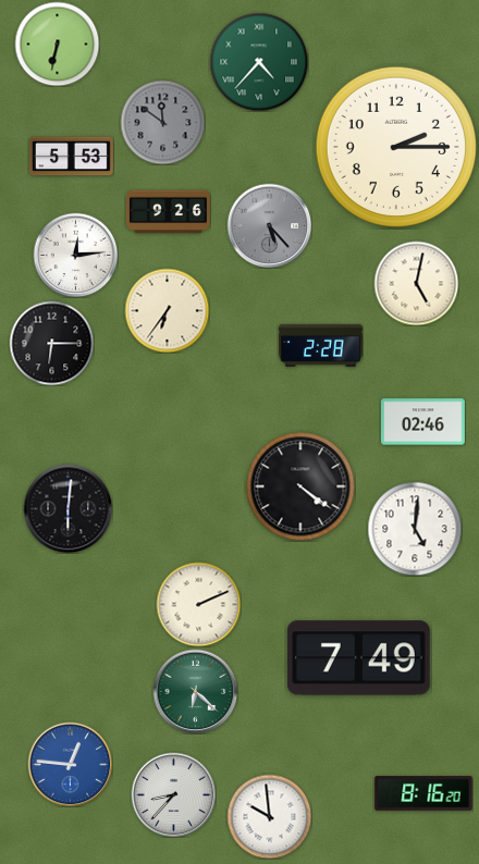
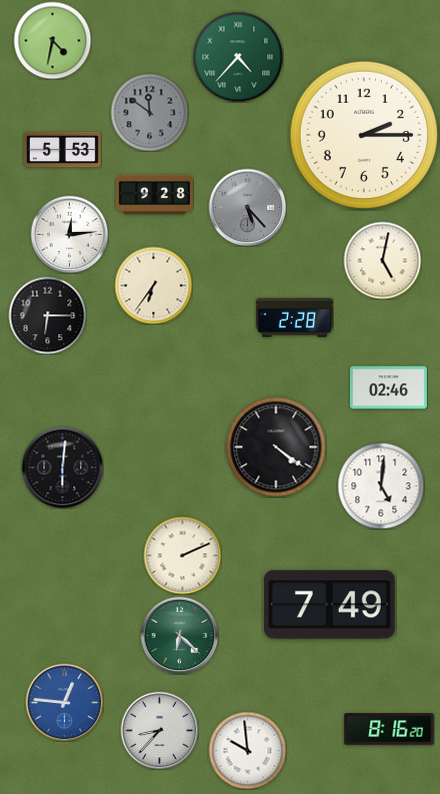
clock at (57, 44): 6:32 -> 4:32
clock at (71, 157) position: (71, 157) -> (62, 150)
clock at (168, 212): 9:26 -> 9:28
